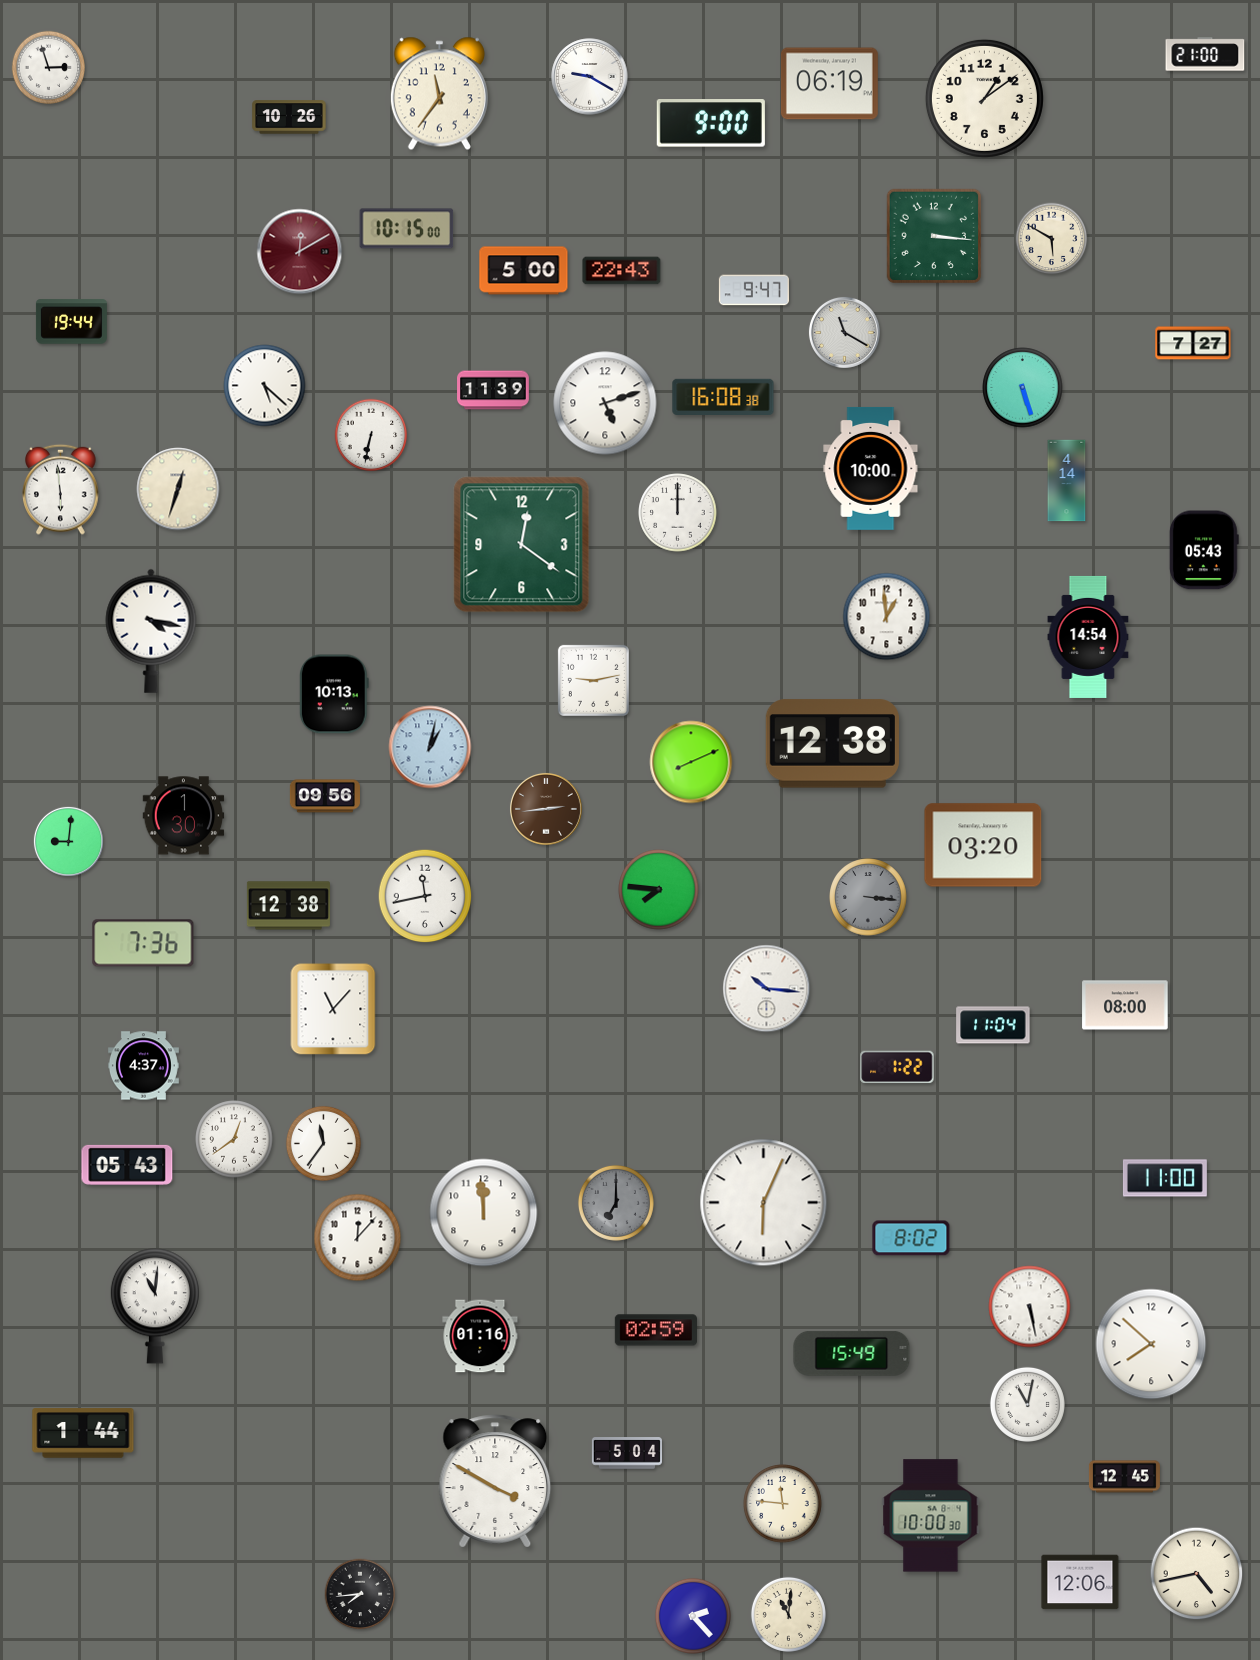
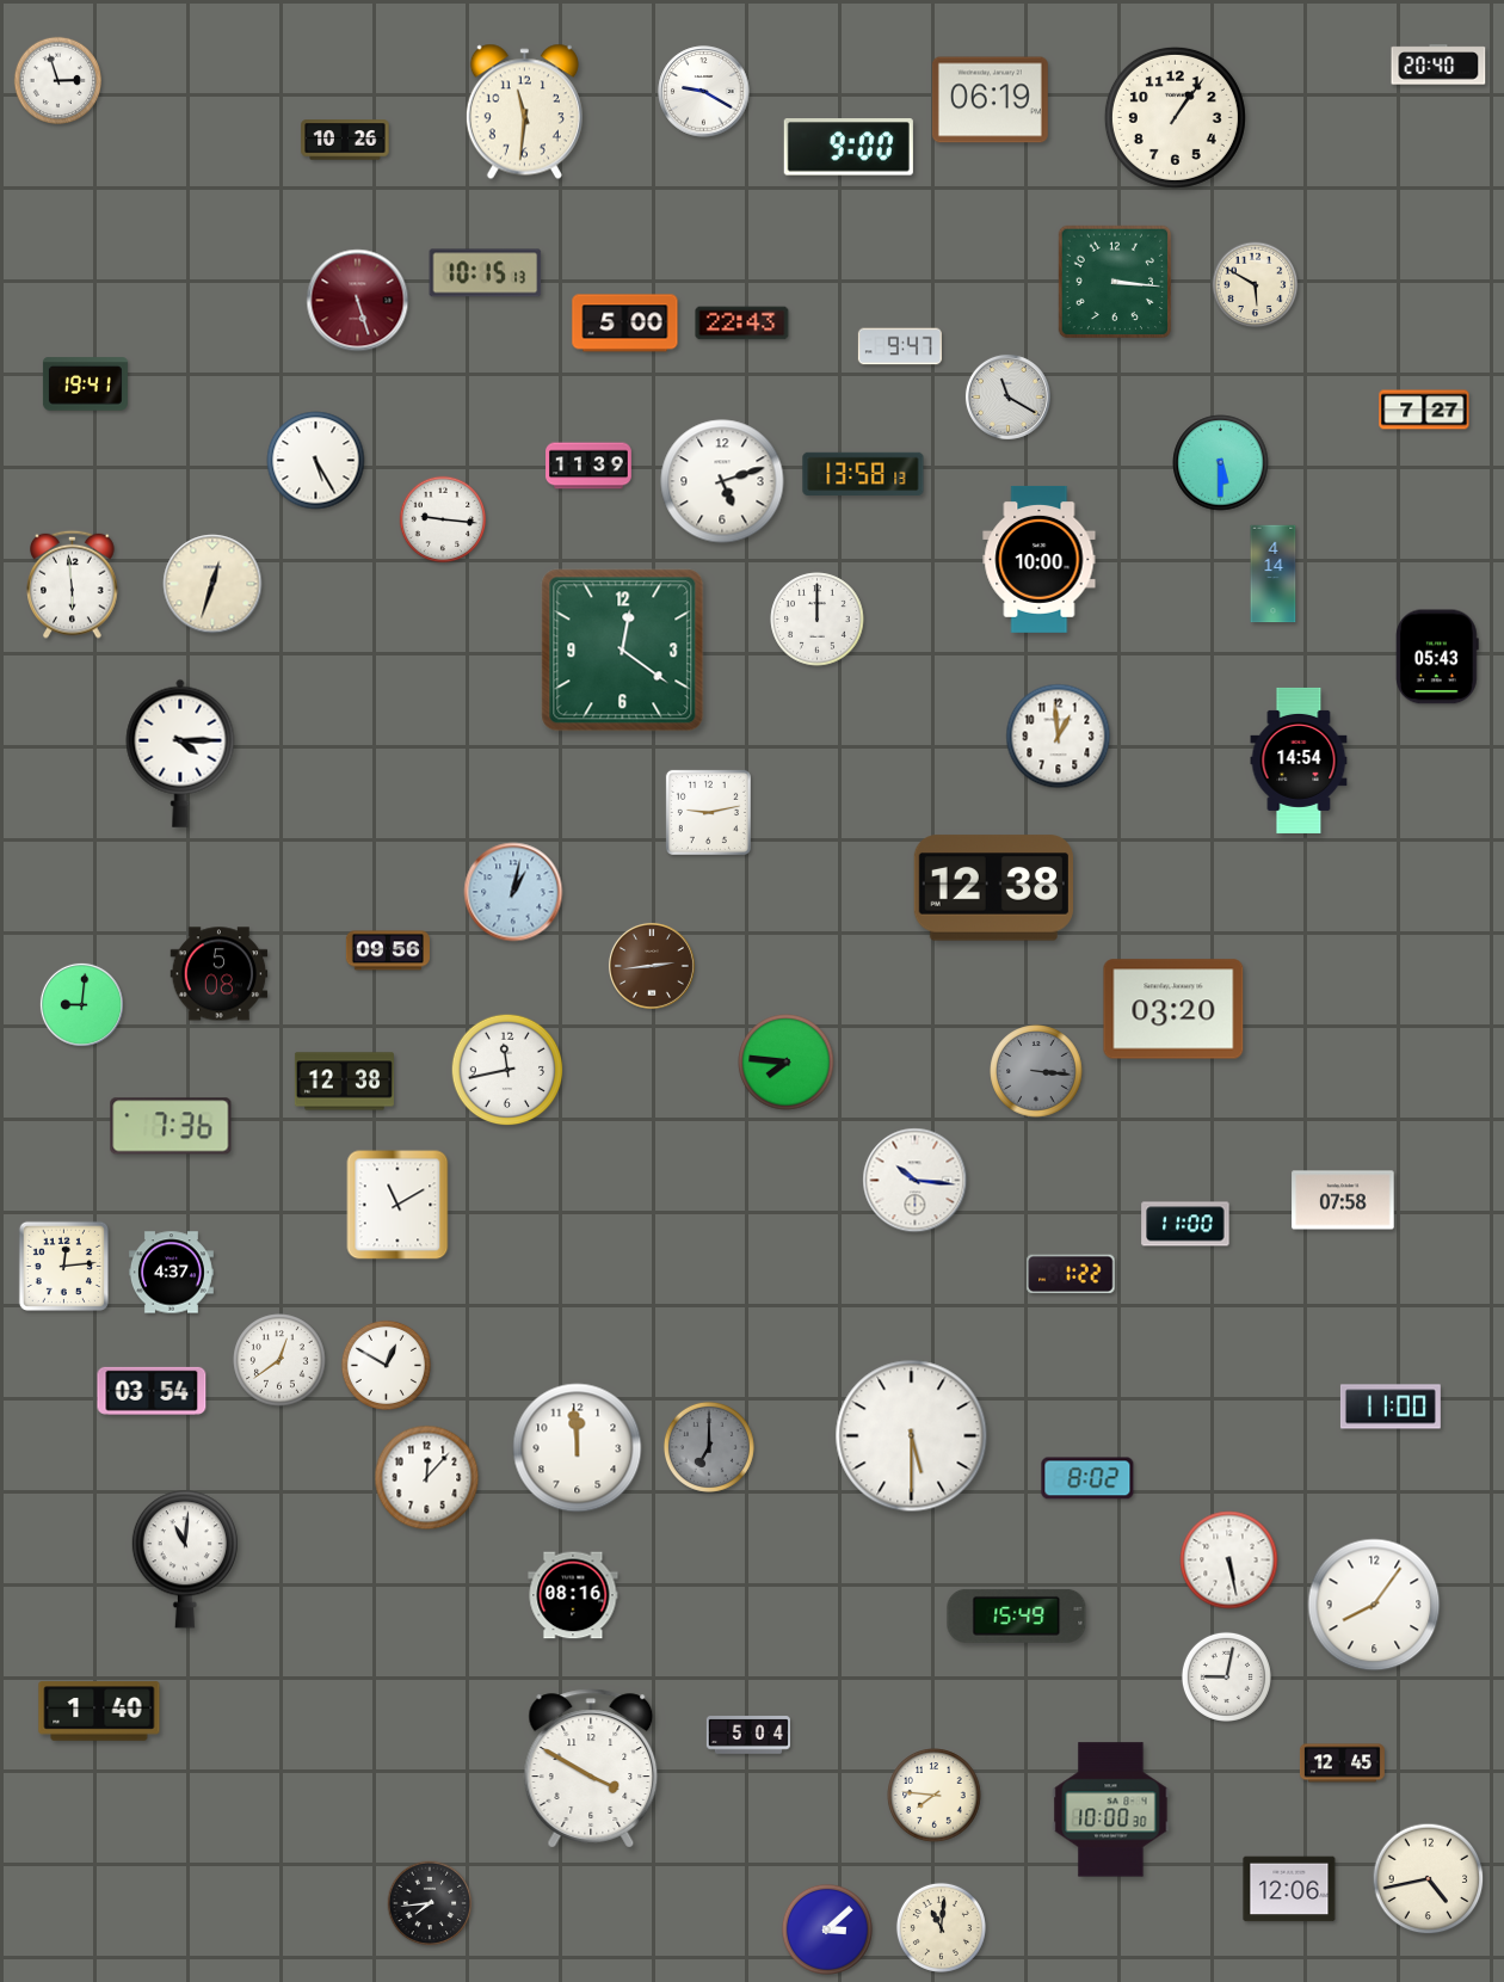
clock at (1205, 54): 21:00 -> 20:40
clock at (439, 94): 11:36 -> 11:31
clock at (984, 98): 1:09 -> 1:06
clock at (407, 229): 10:15:00 -> 10:15:13
clock at (300, 252): 12:10 -> 5:27
clock at (71, 322): 19:44 -> 19:41
clock at (265, 386): 5:22 -> 5:25
clock at (1023, 388): 5:27 -> 5:30
clock at (723, 396): 16:08 -> 13:58
clock at (371, 435): 6:32 -> 9:16
clock at (678, 513) position: (678, 513) -> (818, 620)
clock at (151, 631): 4:17 -> 4:15
clock at (334, 694): 10:13 -> none
clock at (691, 762): 8:11 -> none
clock at (184, 816): 1:30 -> 5:08
clock at (1125, 1005): 08:00 -> 07:58
clock at (333, 1009): 11:07 -> 11:10
clock at (993, 1025): 11:04 -> 11:00
clock at (63, 1266): none -> 12:14
clock at (323, 1143): 11:36 -> 12:50
clock at (127, 1165): 05:43 -> 03:54
clock at (616, 1203) position: (616, 1203) -> (709, 1447)
clock at (764, 1203): 6:04 -> 5:30
clock at (655, 1330): 02:59 -> none
clock at (480, 1336): 01:16 -> 08:16
clock at (1151, 1344): 7:52 -> 8:06
clock at (1027, 1404): 11:02 -> 9:02
clock at (83, 1433): 1:44 -> 1:40
clock at (783, 1504): 11:46 -> 7:46
clock at (693, 1616): 2:23 -> 3:08
